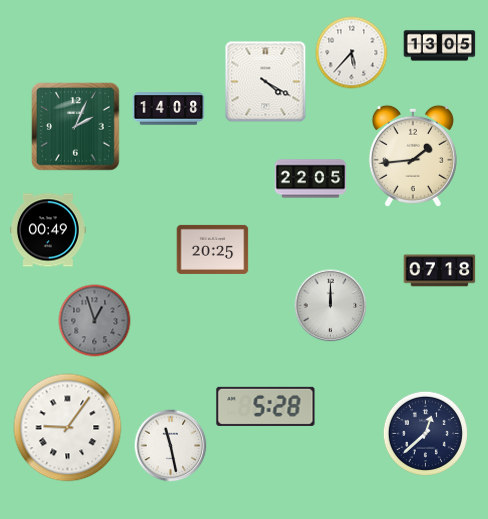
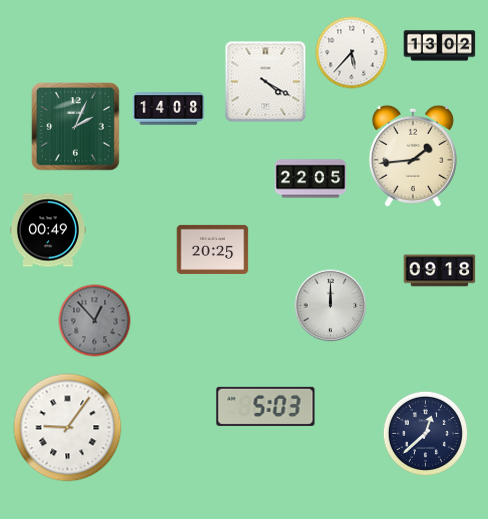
clock at (440, 46): 13:05 -> 13:02
clock at (440, 271): 07:18 -> 09:18
clock at (95, 321): 12:57 -> 12:53
clock at (266, 406): 5:28 -> 5:03
clock at (171, 446): 11:28 -> none
